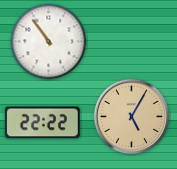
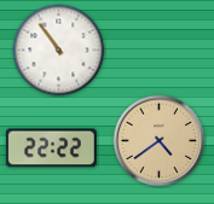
clock at (132, 117): 5:05 -> 4:39
